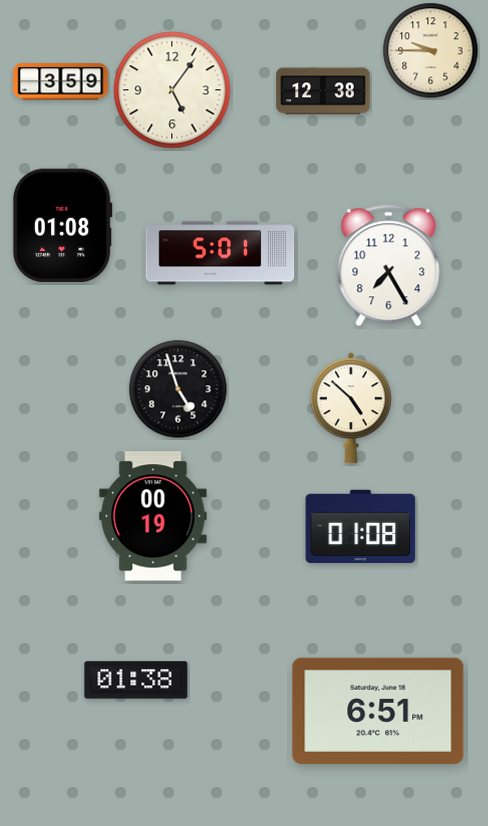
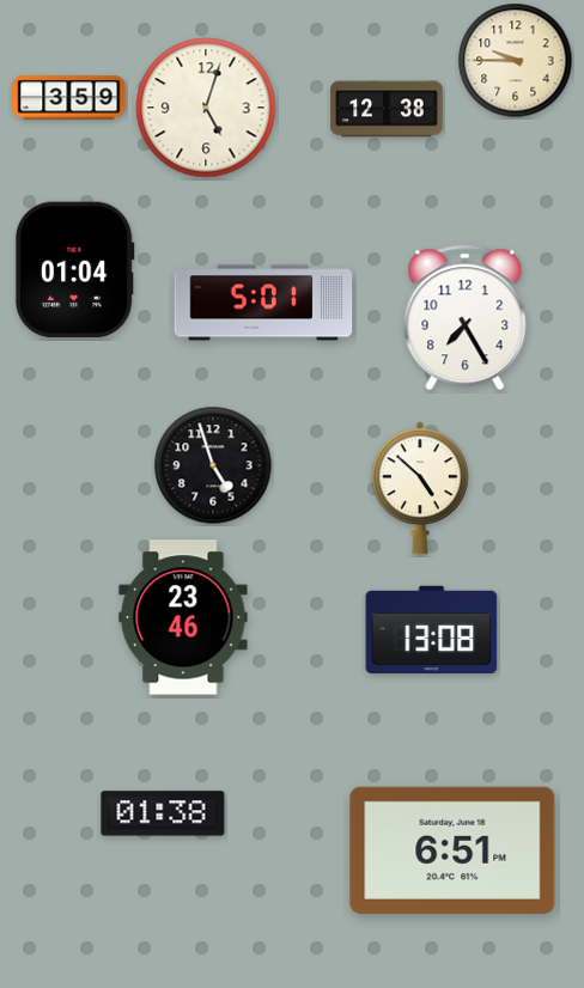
clock at (61, 82) position: (61, 82) -> (69, 98)
clock at (172, 90): 5:06 -> 5:03
clock at (62, 226): 01:08 -> 01:04
clock at (153, 516): 00:19 -> 23:46
clock at (361, 526): 01:08 -> 13:08
